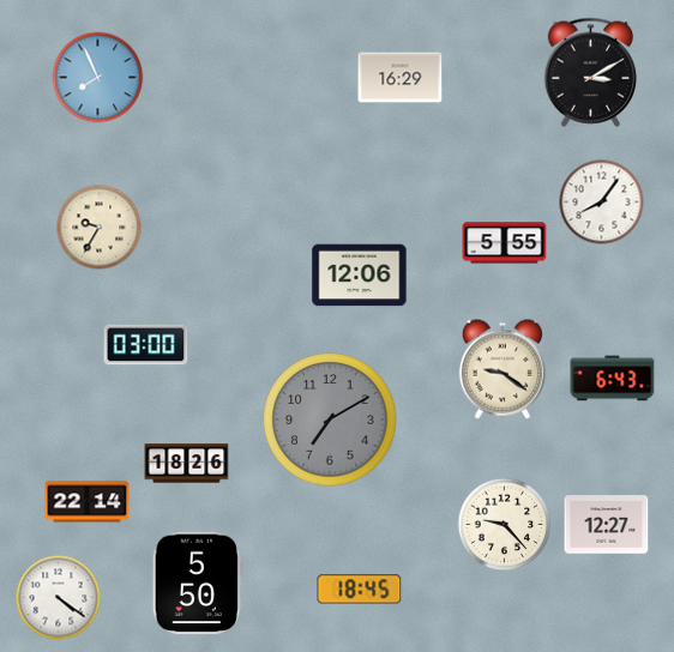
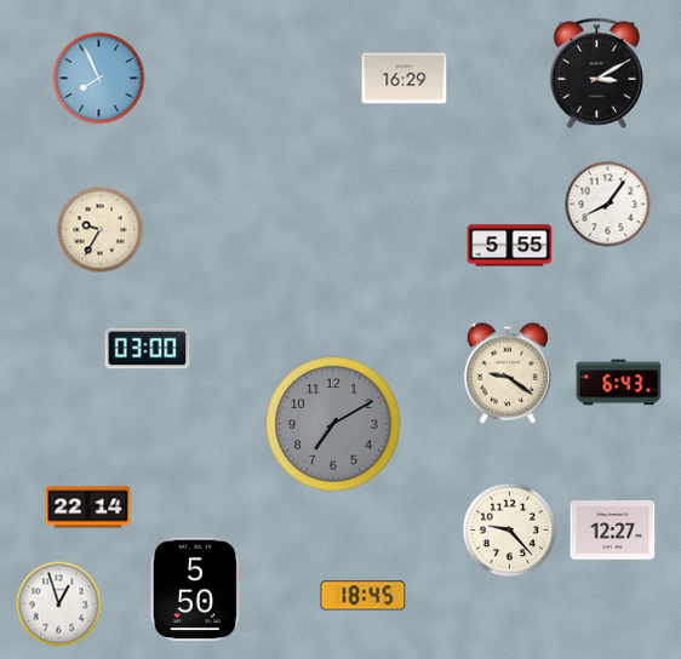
clock at (360, 276): 12:06 -> none
clock at (187, 464): 18:26 -> none
clock at (197, 584) position: (197, 584) -> (195, 590)
clock at (59, 598): 4:21 -> 12:57
